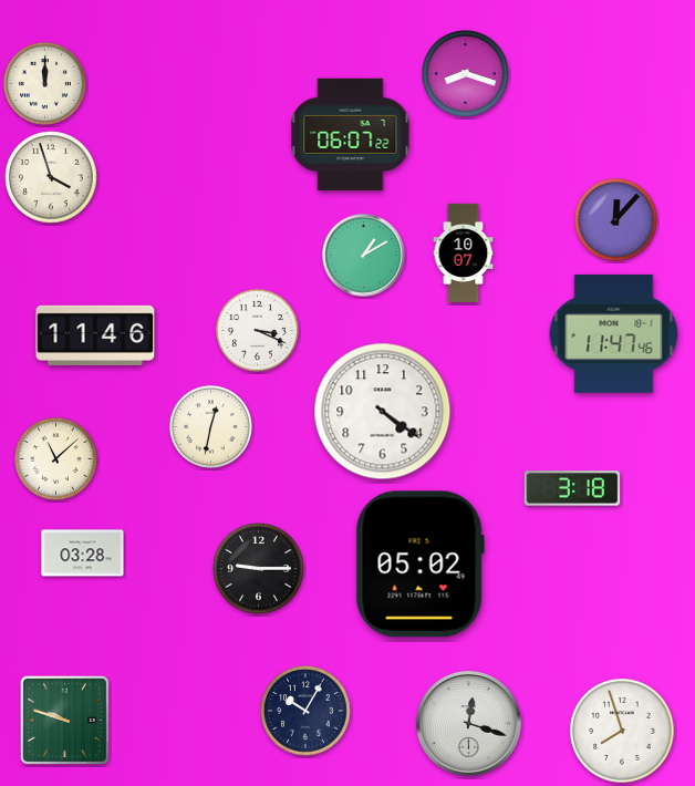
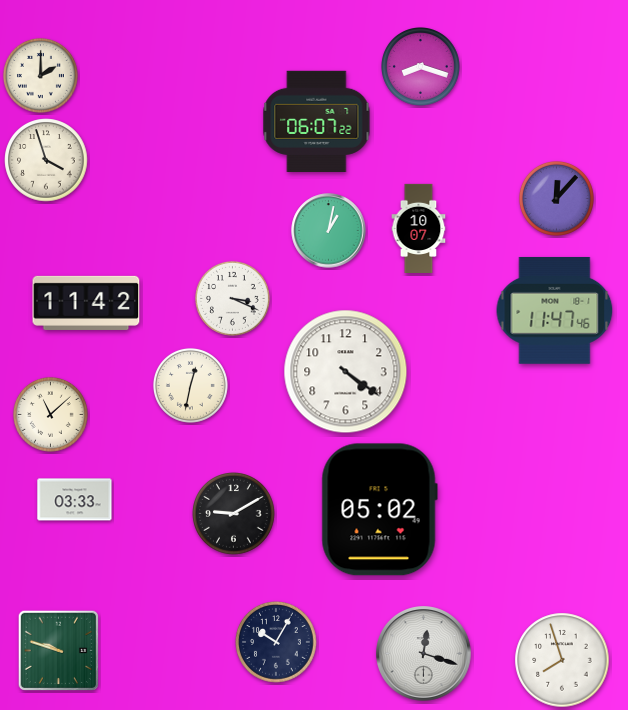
clock at (44, 83): 12:00 -> 2:00
clock at (364, 256): 1:10 -> 1:02
clock at (614, 333) position: (614, 333) -> (555, 310)
clock at (95, 335): 11:46 -> 11:42
clock at (572, 488): 3:18 -> none
clock at (83, 554): 03:28 -> 03:33
clock at (259, 569): 9:15 -> 9:10
